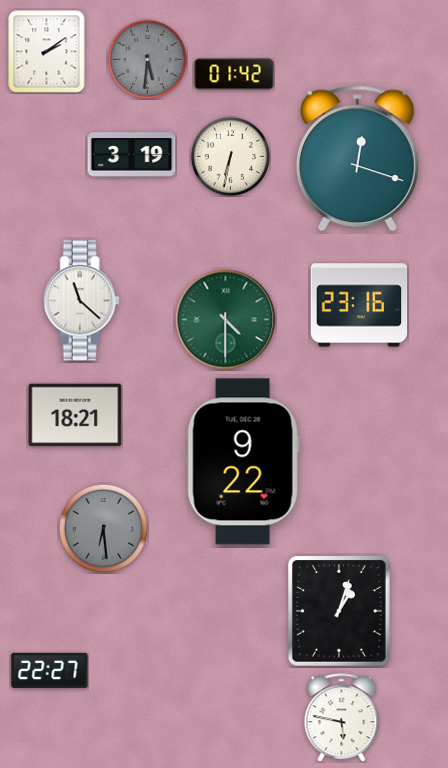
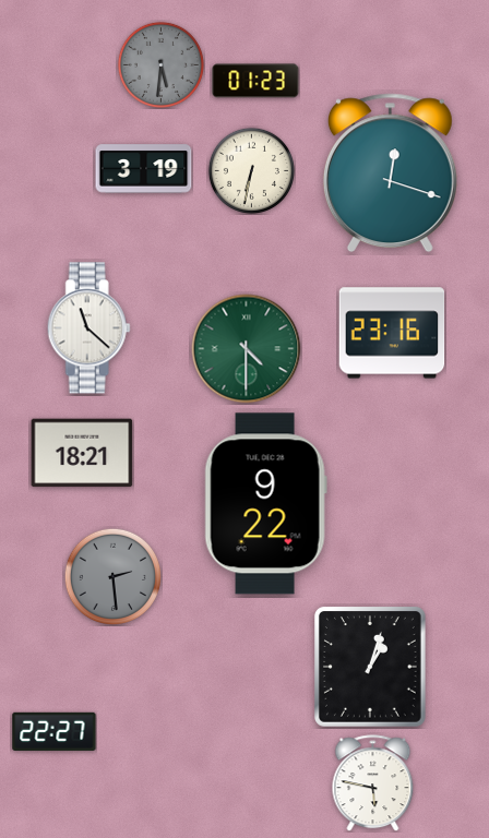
clock at (47, 52): 2:09 -> none
clock at (234, 74): 01:42 -> 01:23
clock at (103, 528): 6:29 -> 2:29
